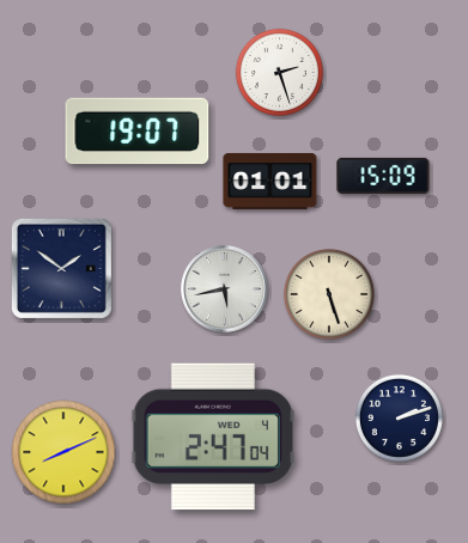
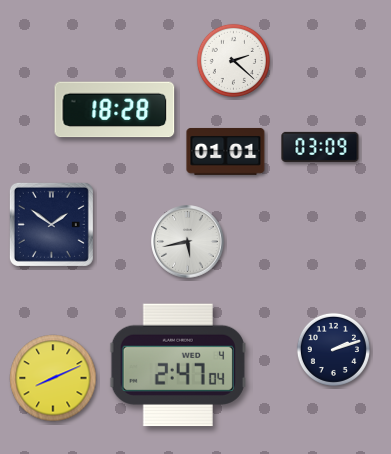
clock at (279, 72): 2:27 -> 2:22
clock at (138, 132): 19:07 -> 18:28
clock at (383, 176): 15:09 -> 03:09
clock at (329, 294): 5:27 -> none
